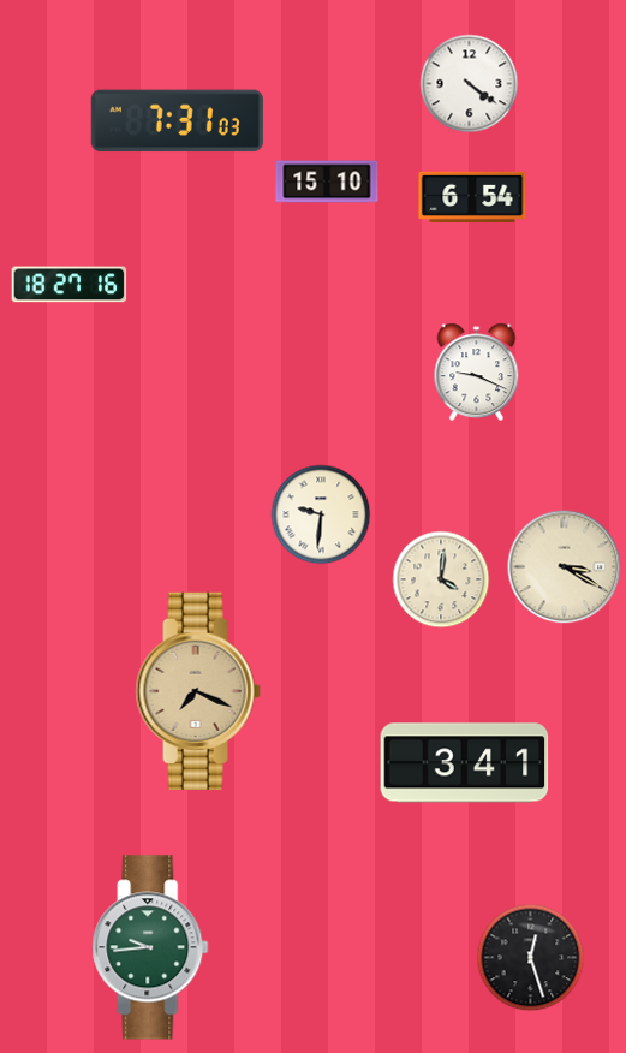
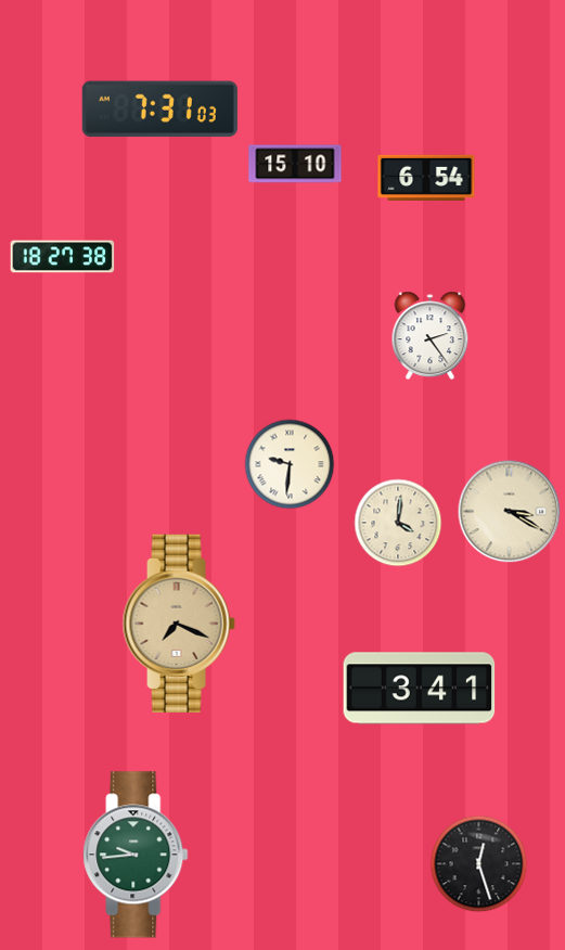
clock at (470, 84): 4:21 -> none
clock at (70, 285): 18:27:16 -> 18:27:38
clock at (477, 373): 9:19 -> 2:24
